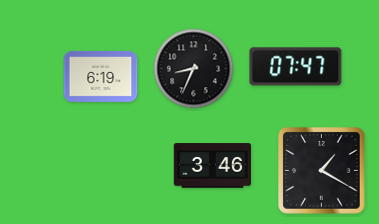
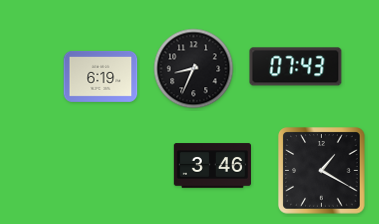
clock at (296, 67): 07:47 -> 07:43
